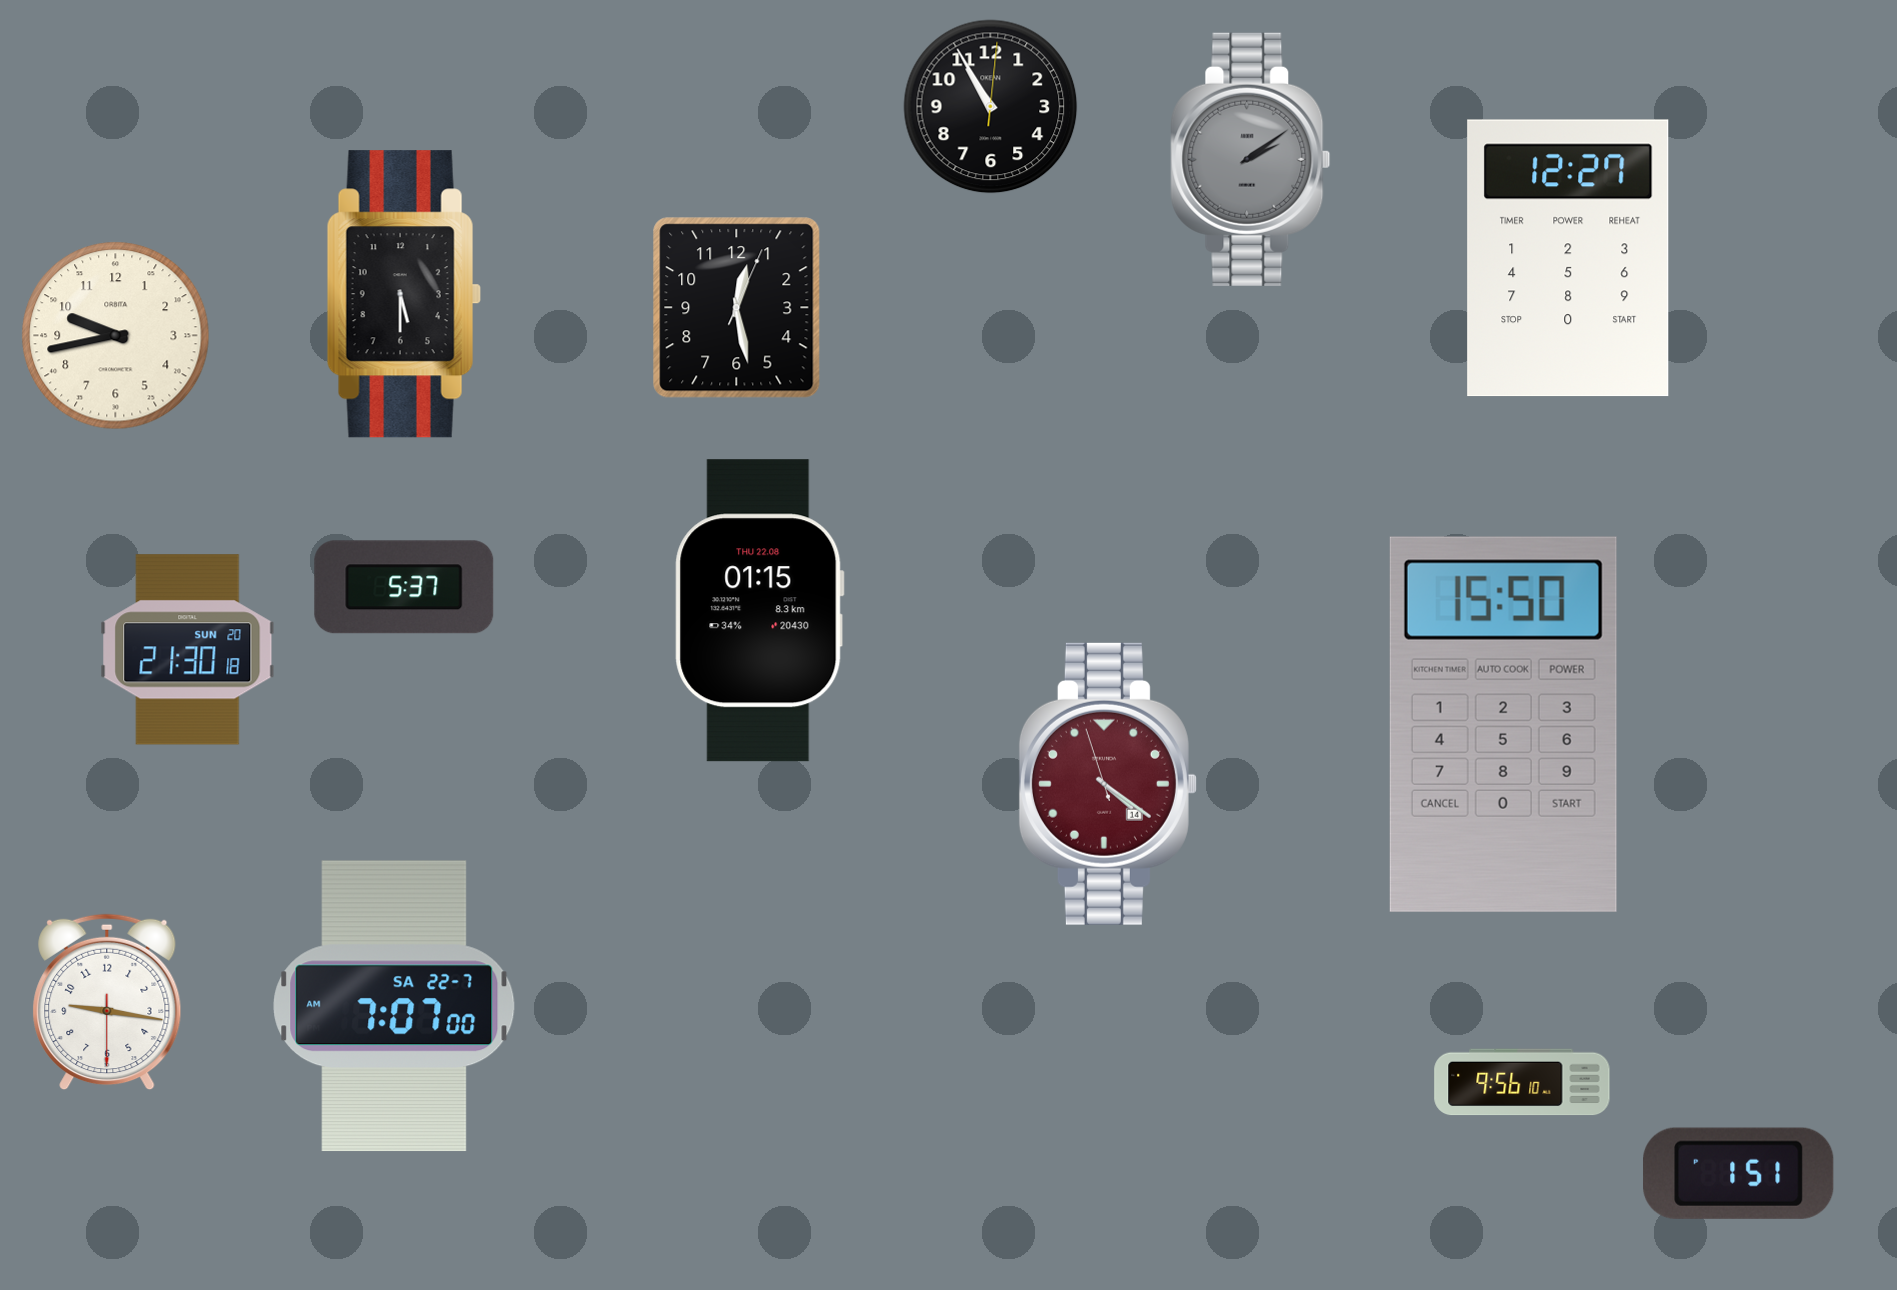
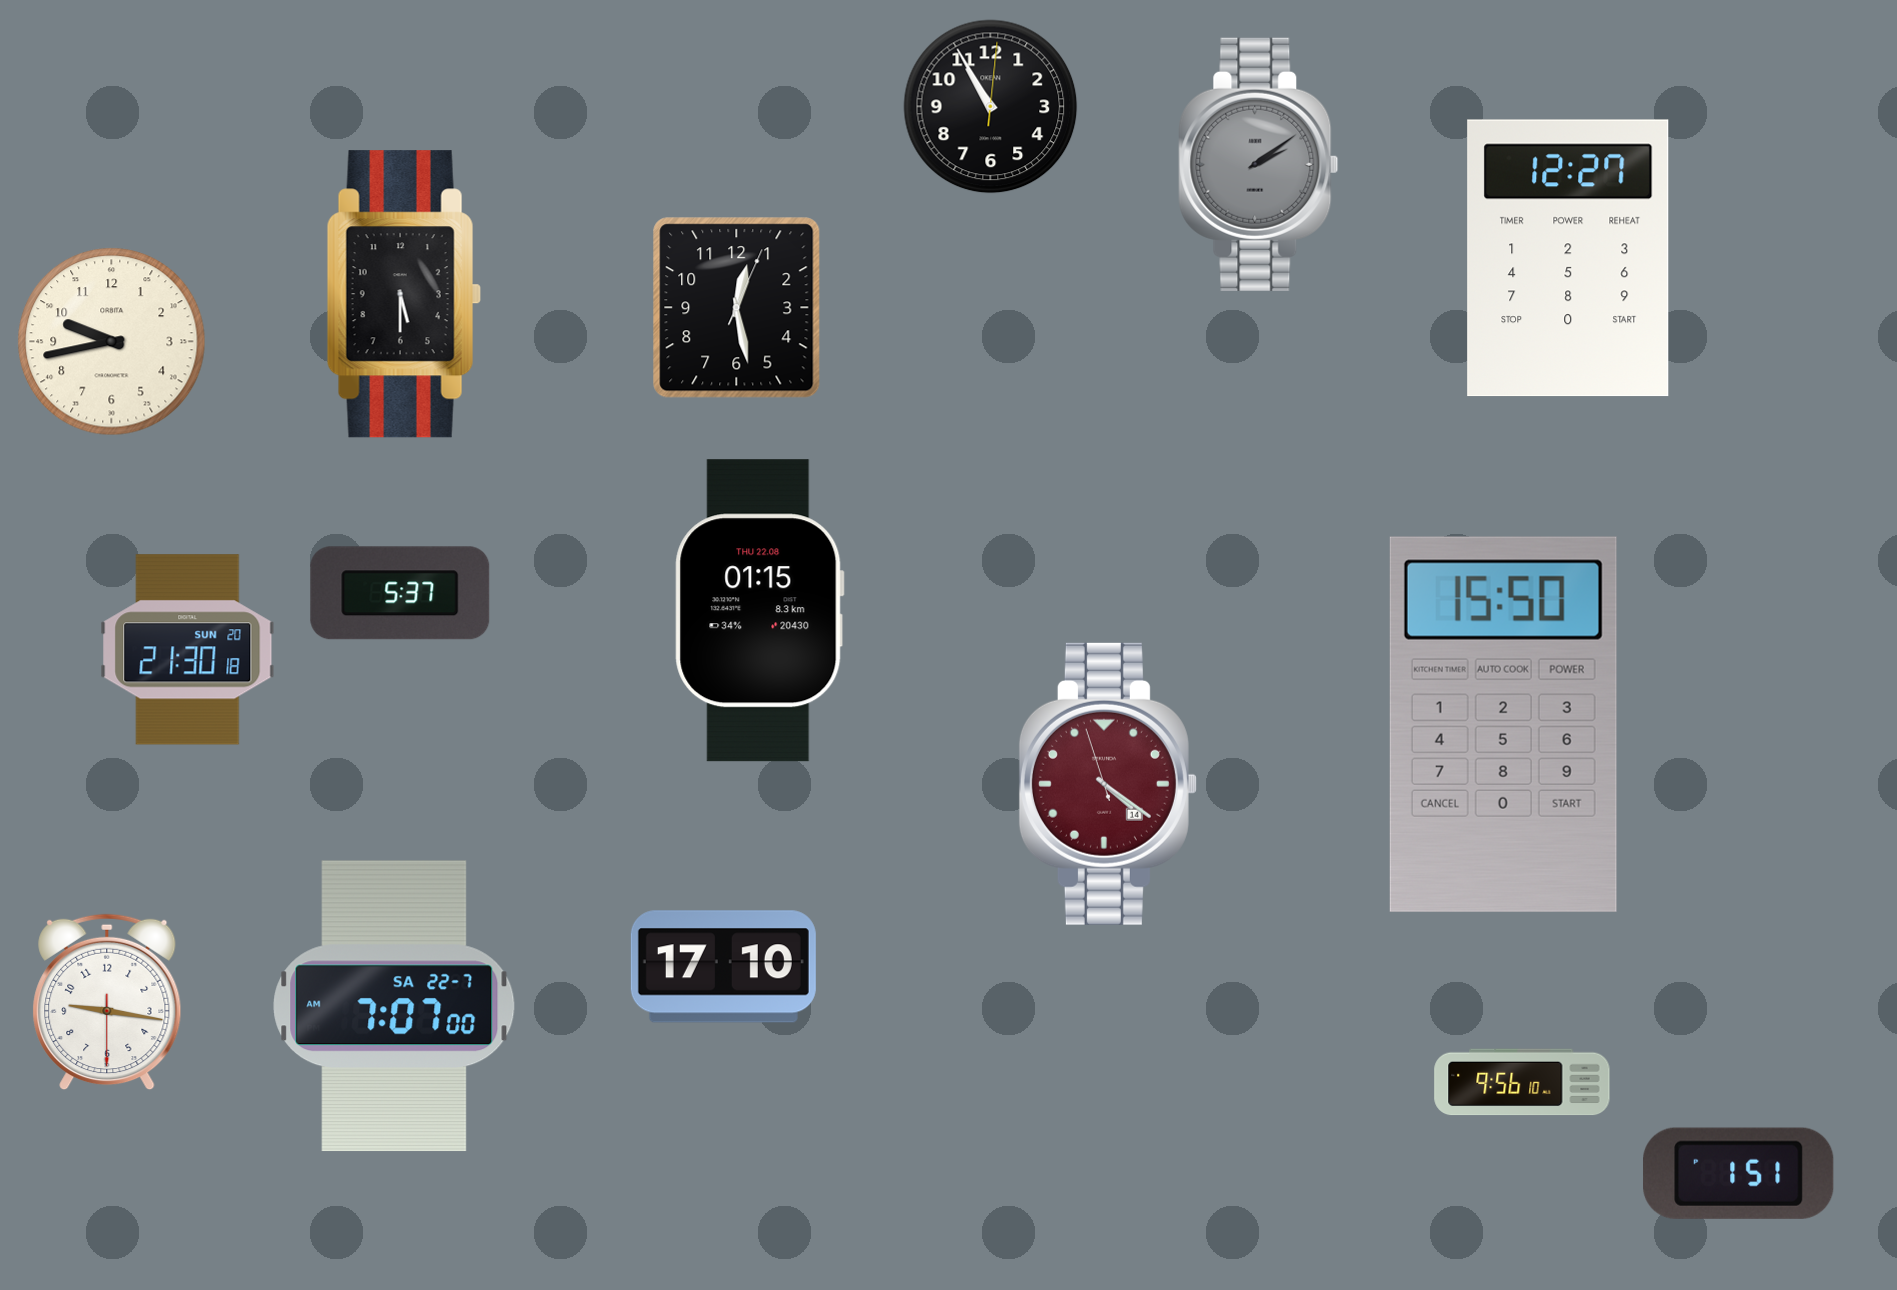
clock at (1251, 159) position: (1251, 159) -> (1259, 164)
clock at (116, 336) position: (116, 336) -> (112, 342)
clock at (404, 587) position: (404, 587) -> (400, 593)
clock at (723, 967): none -> 17:10
